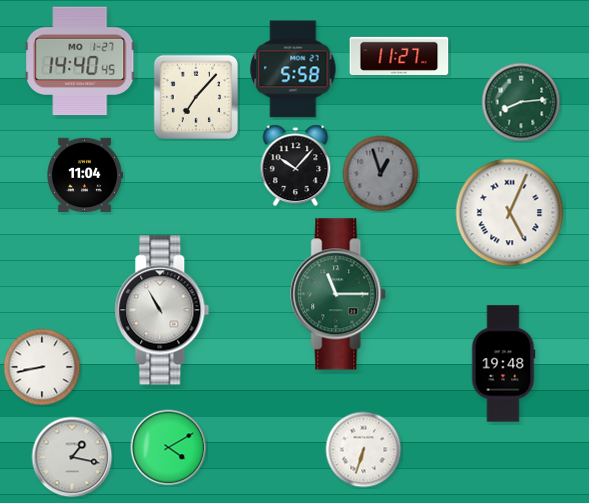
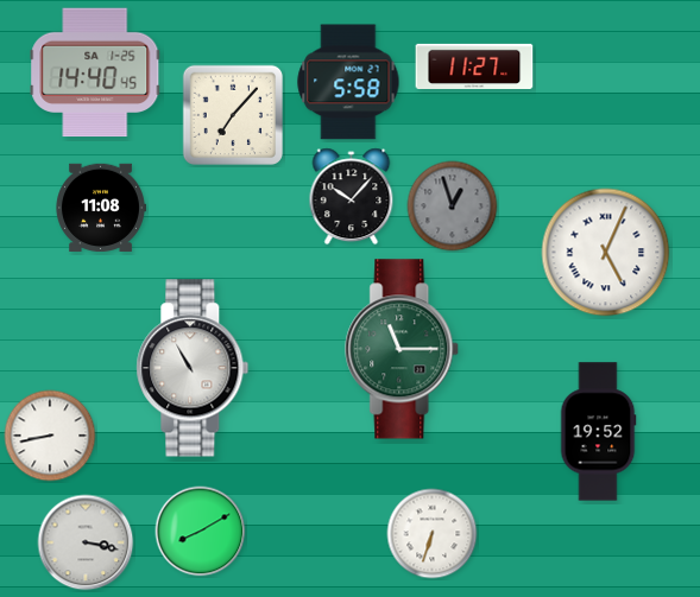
clock at (80, 61) date: MO 1-27 -> SA 1-25
clock at (521, 102): 8:14 -> none
clock at (85, 174): 11:04 -> 11:08
clock at (503, 364): 19:48 -> 19:52
clock at (169, 448): 4:10 -> 8:10
clock at (72, 457): 1:17 -> 3:17
